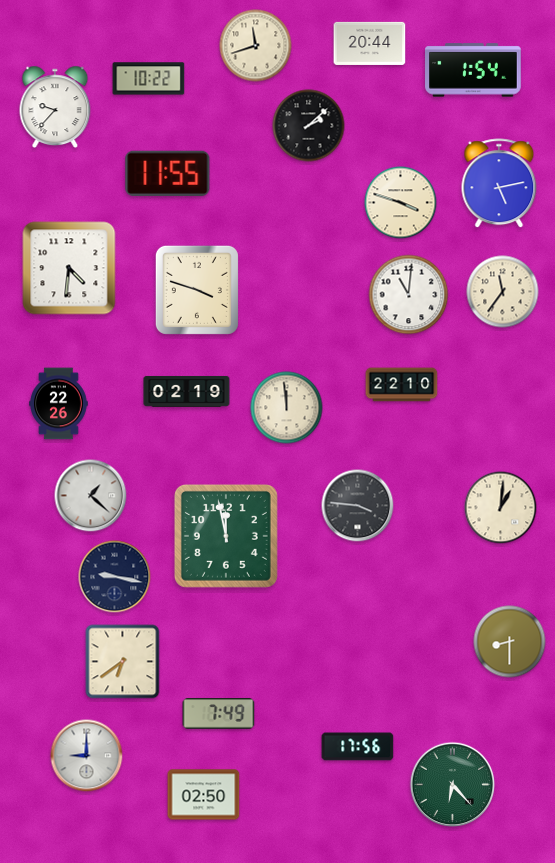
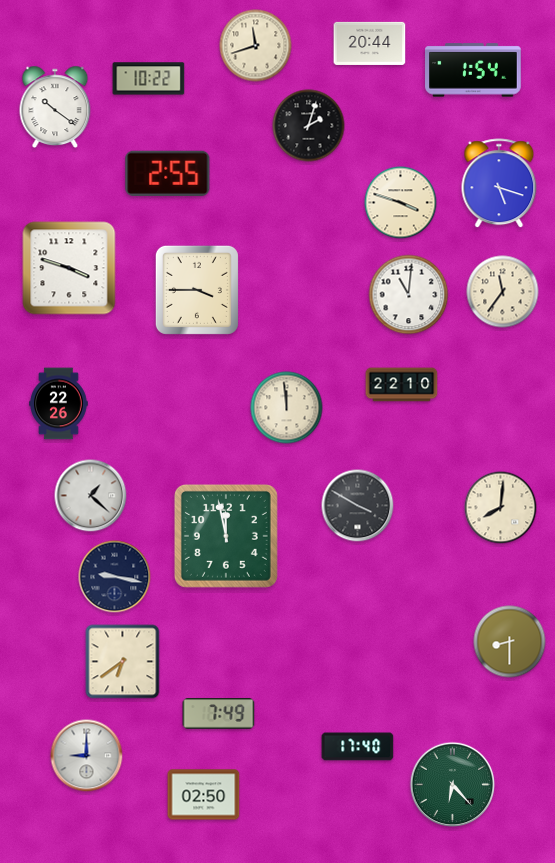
clock at (55, 107): 9:37 -> 10:21
clock at (309, 126): 2:08 -> 2:03
clock at (168, 173): 11:55 -> 2:55
clock at (499, 184): 5:13 -> 5:18
clock at (69, 268): 4:31 -> 3:48
clock at (197, 290): 3:48 -> 3:45
clock at (187, 391): 02:19 -> none
clock at (358, 506): 3:46 -> 3:50
clock at (501, 508): 1:01 -> 8:01
clock at (358, 747): 17:56 -> 17:40
